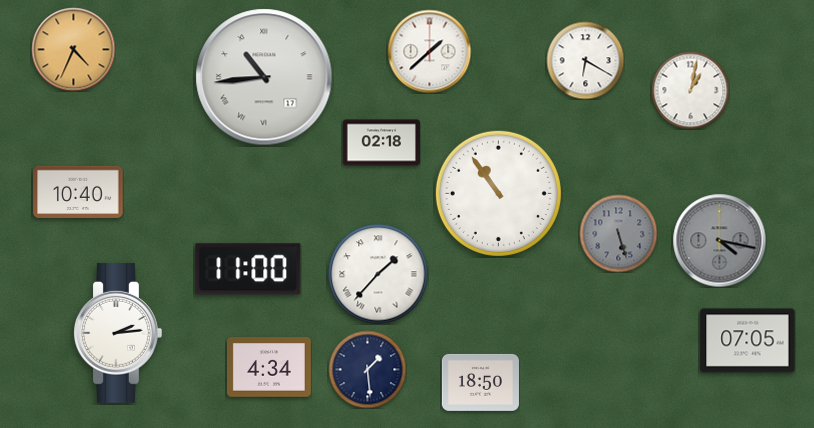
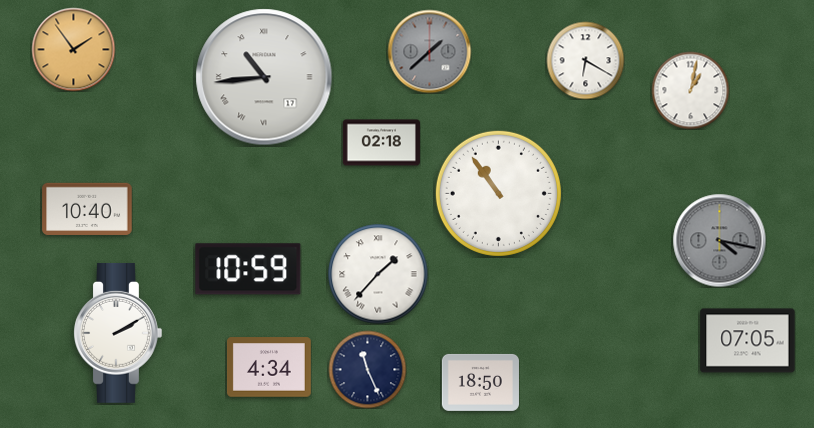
clock at (73, 49): 4:34 -> 1:54
clock at (429, 51) dial: white -> grey
clock at (78, 191) position: (78, 191) -> (87, 208)
clock at (618, 233): 5:27 -> none
clock at (248, 269): 11:00 -> 10:59
clock at (118, 333): 2:14 -> 2:10
clock at (367, 369): 1:29 -> 11:26
